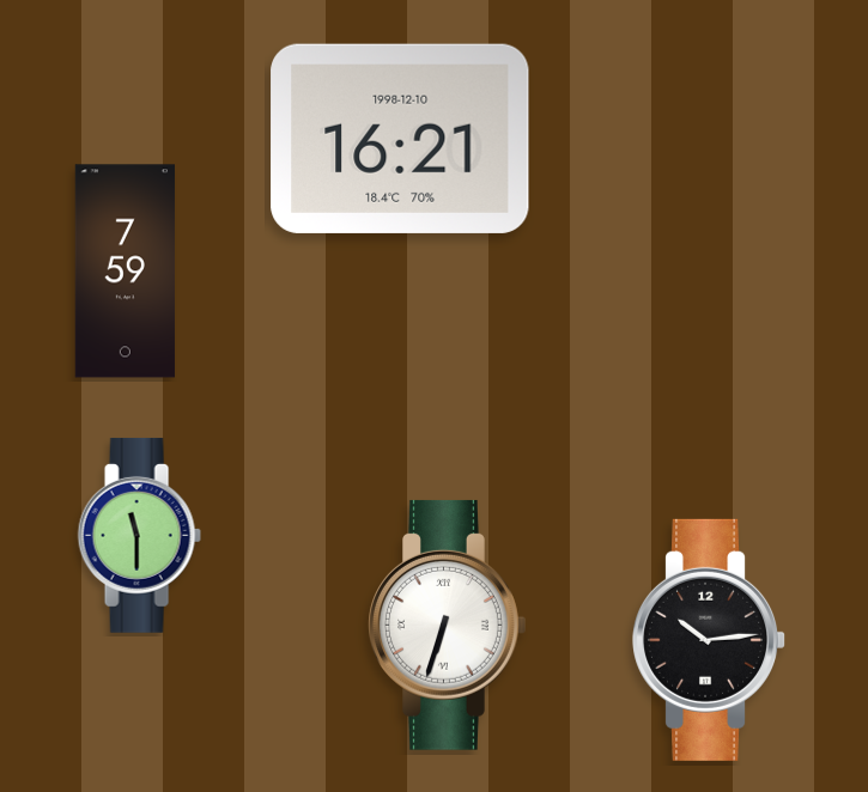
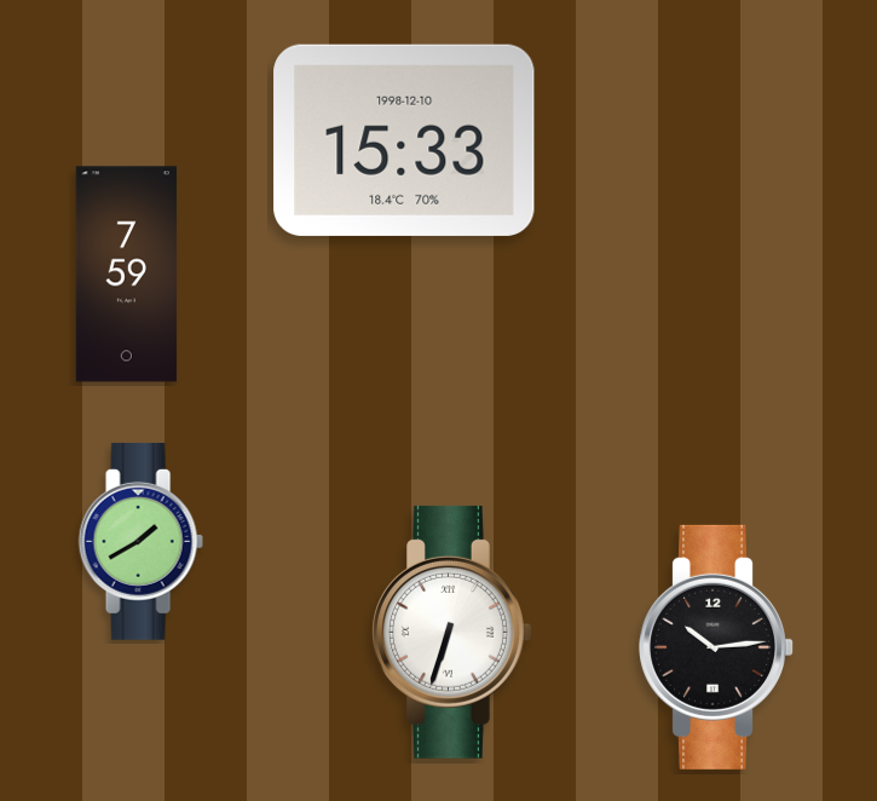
clock at (400, 139): 16:21 -> 15:33
clock at (139, 535): 11:30 -> 1:40
